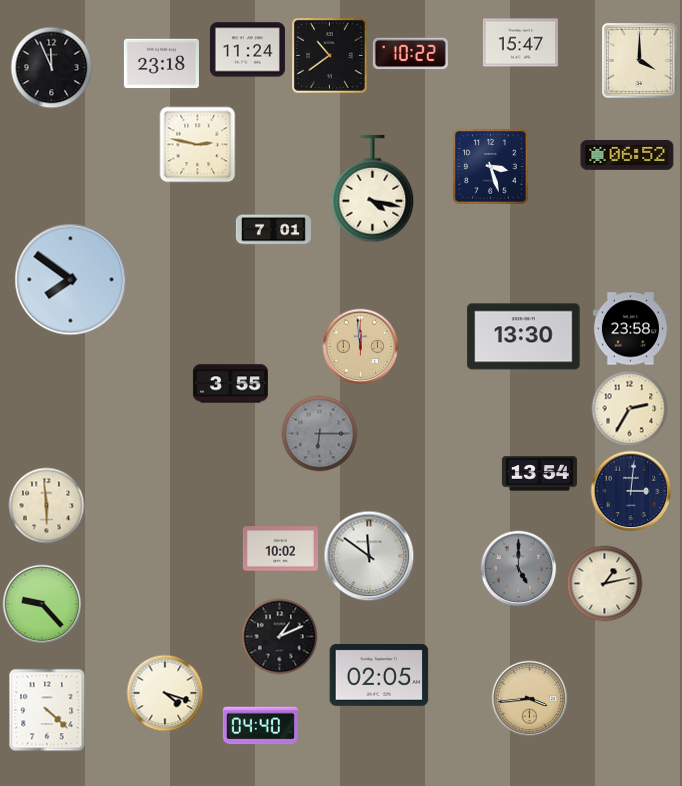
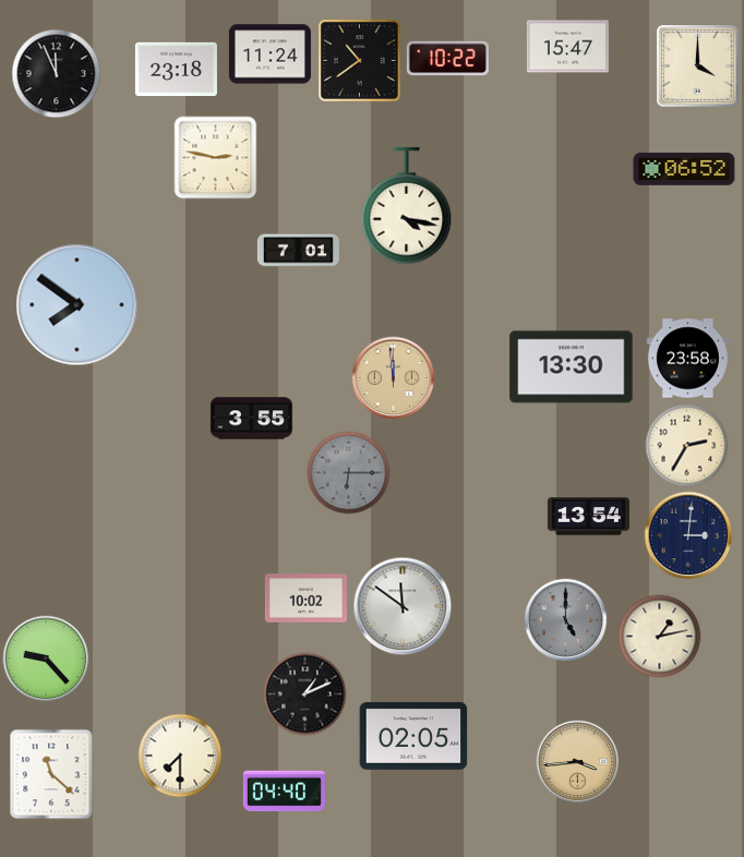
clock at (491, 167): 3:27 -> none
clock at (47, 506): 5:59 -> none
clock at (165, 693): 4:18 -> 7:30
clock at (47, 710): 4:22 -> 11:22
